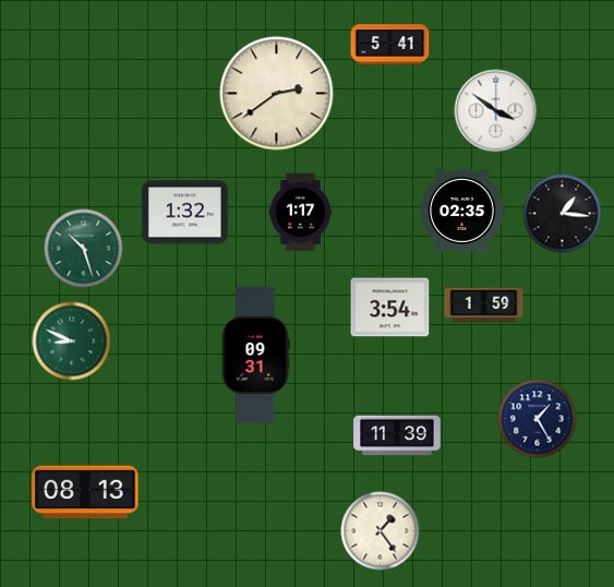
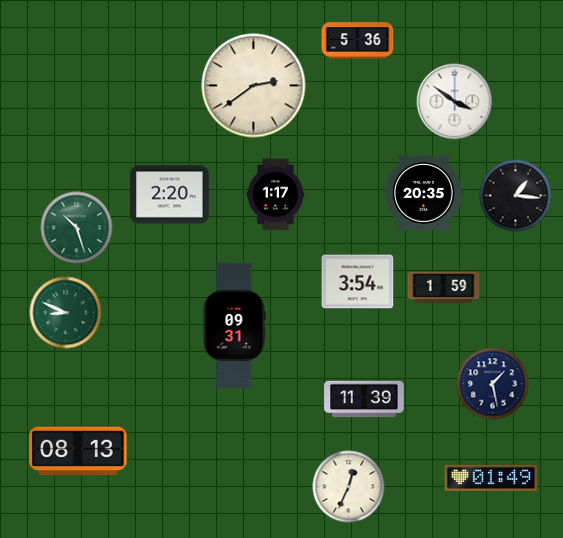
clock at (390, 45): 5:41 -> 5:36
clock at (462, 211): 02:35 -> 20:35
clock at (185, 213): 1:32 -> 2:20
clock at (484, 306) position: (484, 306) -> (444, 288)
clock at (538, 419): 1:25 -> 1:28
clock at (491, 478): none -> 01:49
clock at (381, 531): 1:24 -> 12:34
